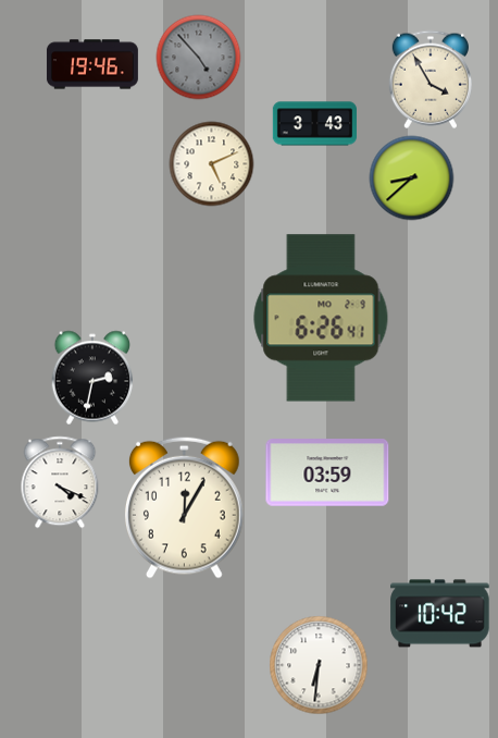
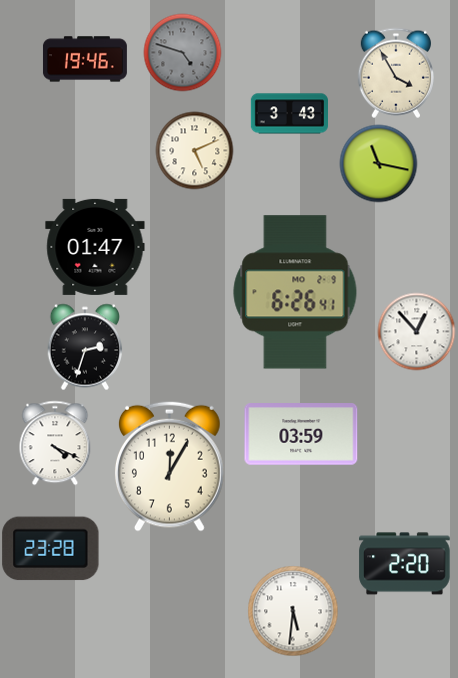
clock at (198, 57): 4:53 -> 4:48
clock at (411, 177): 8:38 -> 11:17
clock at (95, 247): none -> 01:47
clock at (416, 331): none -> 12:53
clock at (92, 378): 2:32 -> 2:33
clock at (51, 549): none -> 23:28
clock at (440, 614): 10:42 -> 2:20
clock at (319, 665): 6:31 -> 5:31
